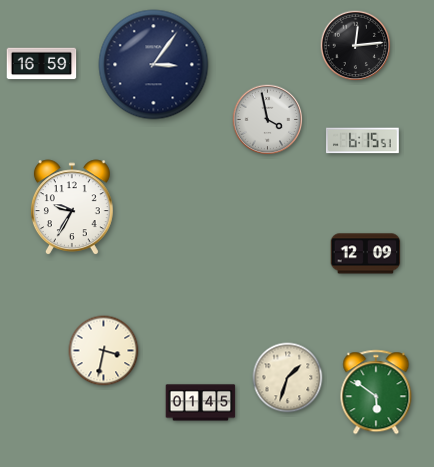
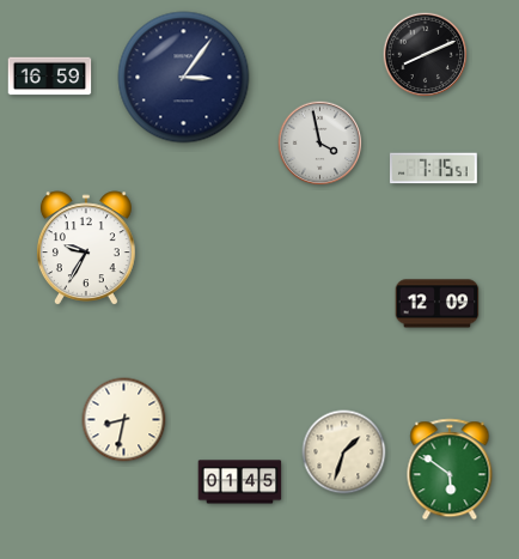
clock at (356, 46): 12:14 -> 8:11
clock at (362, 141): 6:15 -> 7:15
clock at (104, 351): 3:32 -> 8:32
